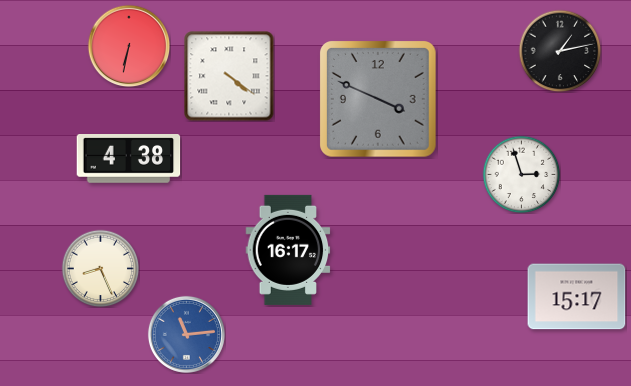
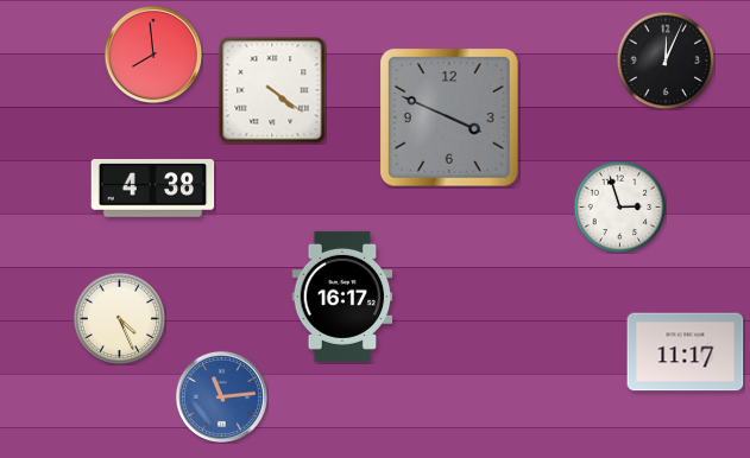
clock at (129, 46): 6:32 -> 7:59
clock at (560, 51): 1:13 -> 12:04
clock at (100, 268): 8:26 -> 4:26
clock at (577, 297): 15:17 -> 11:17
